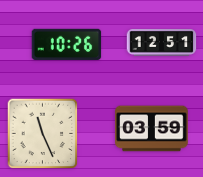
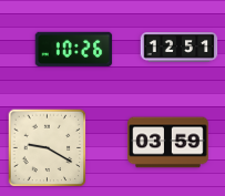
clock at (43, 134): 11:26 -> 9:20
